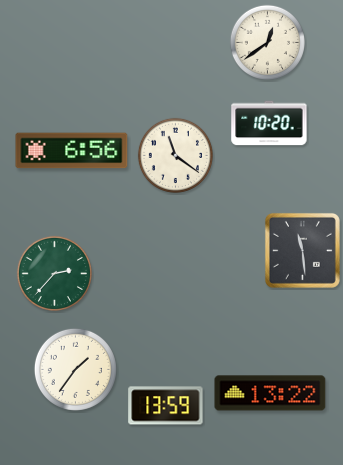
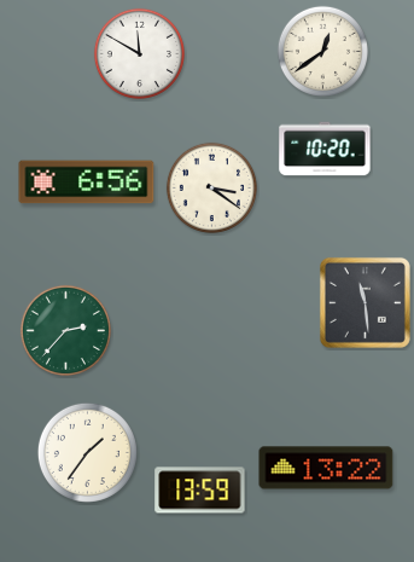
clock at (139, 53): none -> 11:50
clock at (175, 155): 11:21 -> 3:21
clock at (75, 369) position: (75, 369) -> (87, 452)
clock at (270, 393) position: (270, 393) -> (326, 468)
